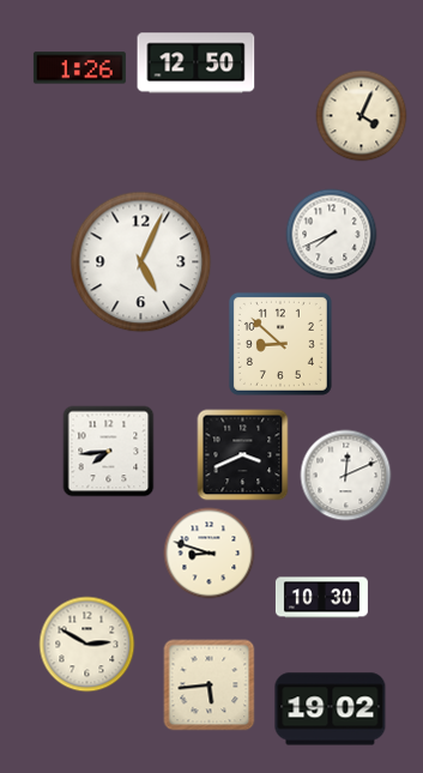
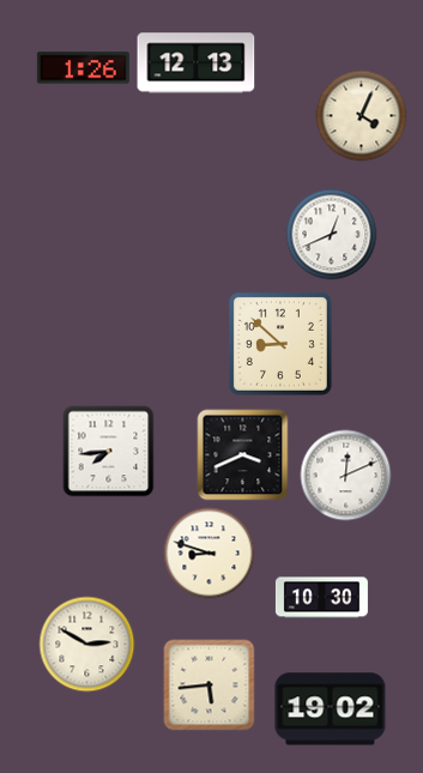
clock at (197, 64): 12:50 -> 12:13
clock at (79, 68) position: (79, 68) -> (83, 68)
clock at (332, 235): 7:41 -> 12:41
clock at (141, 262): 5:04 -> none
